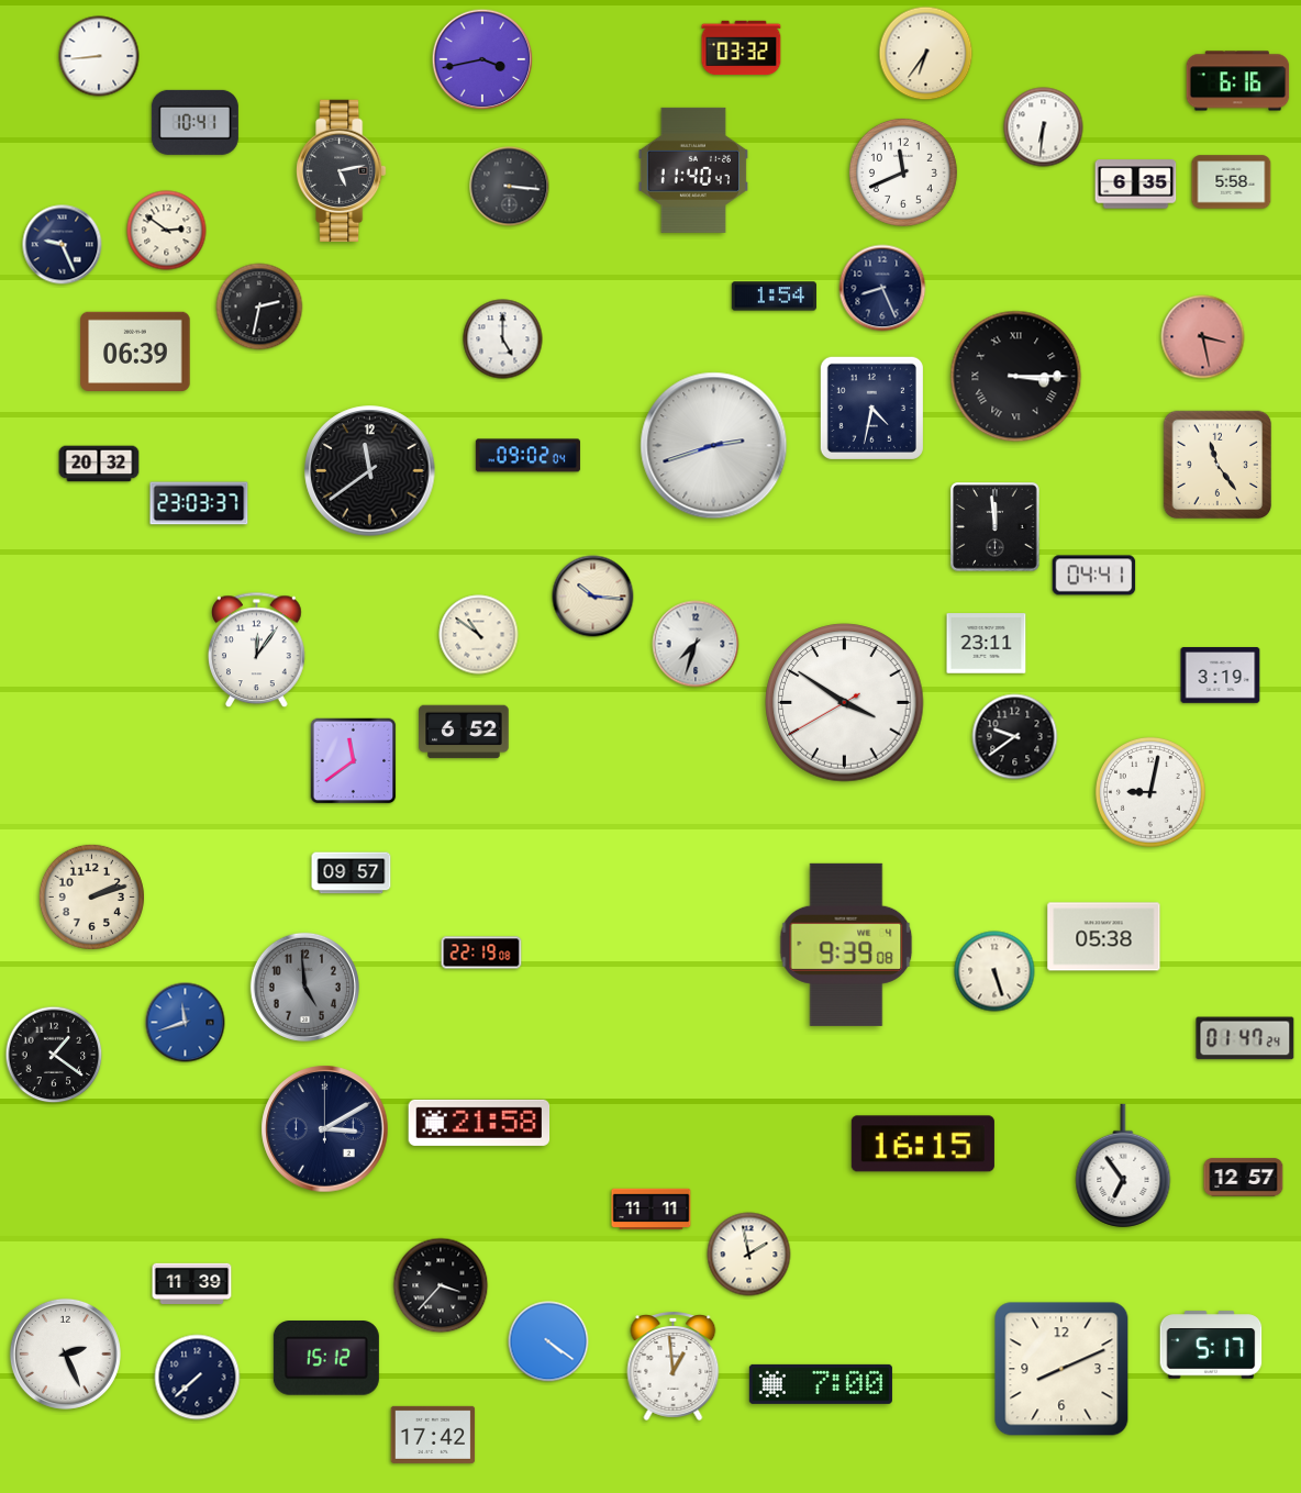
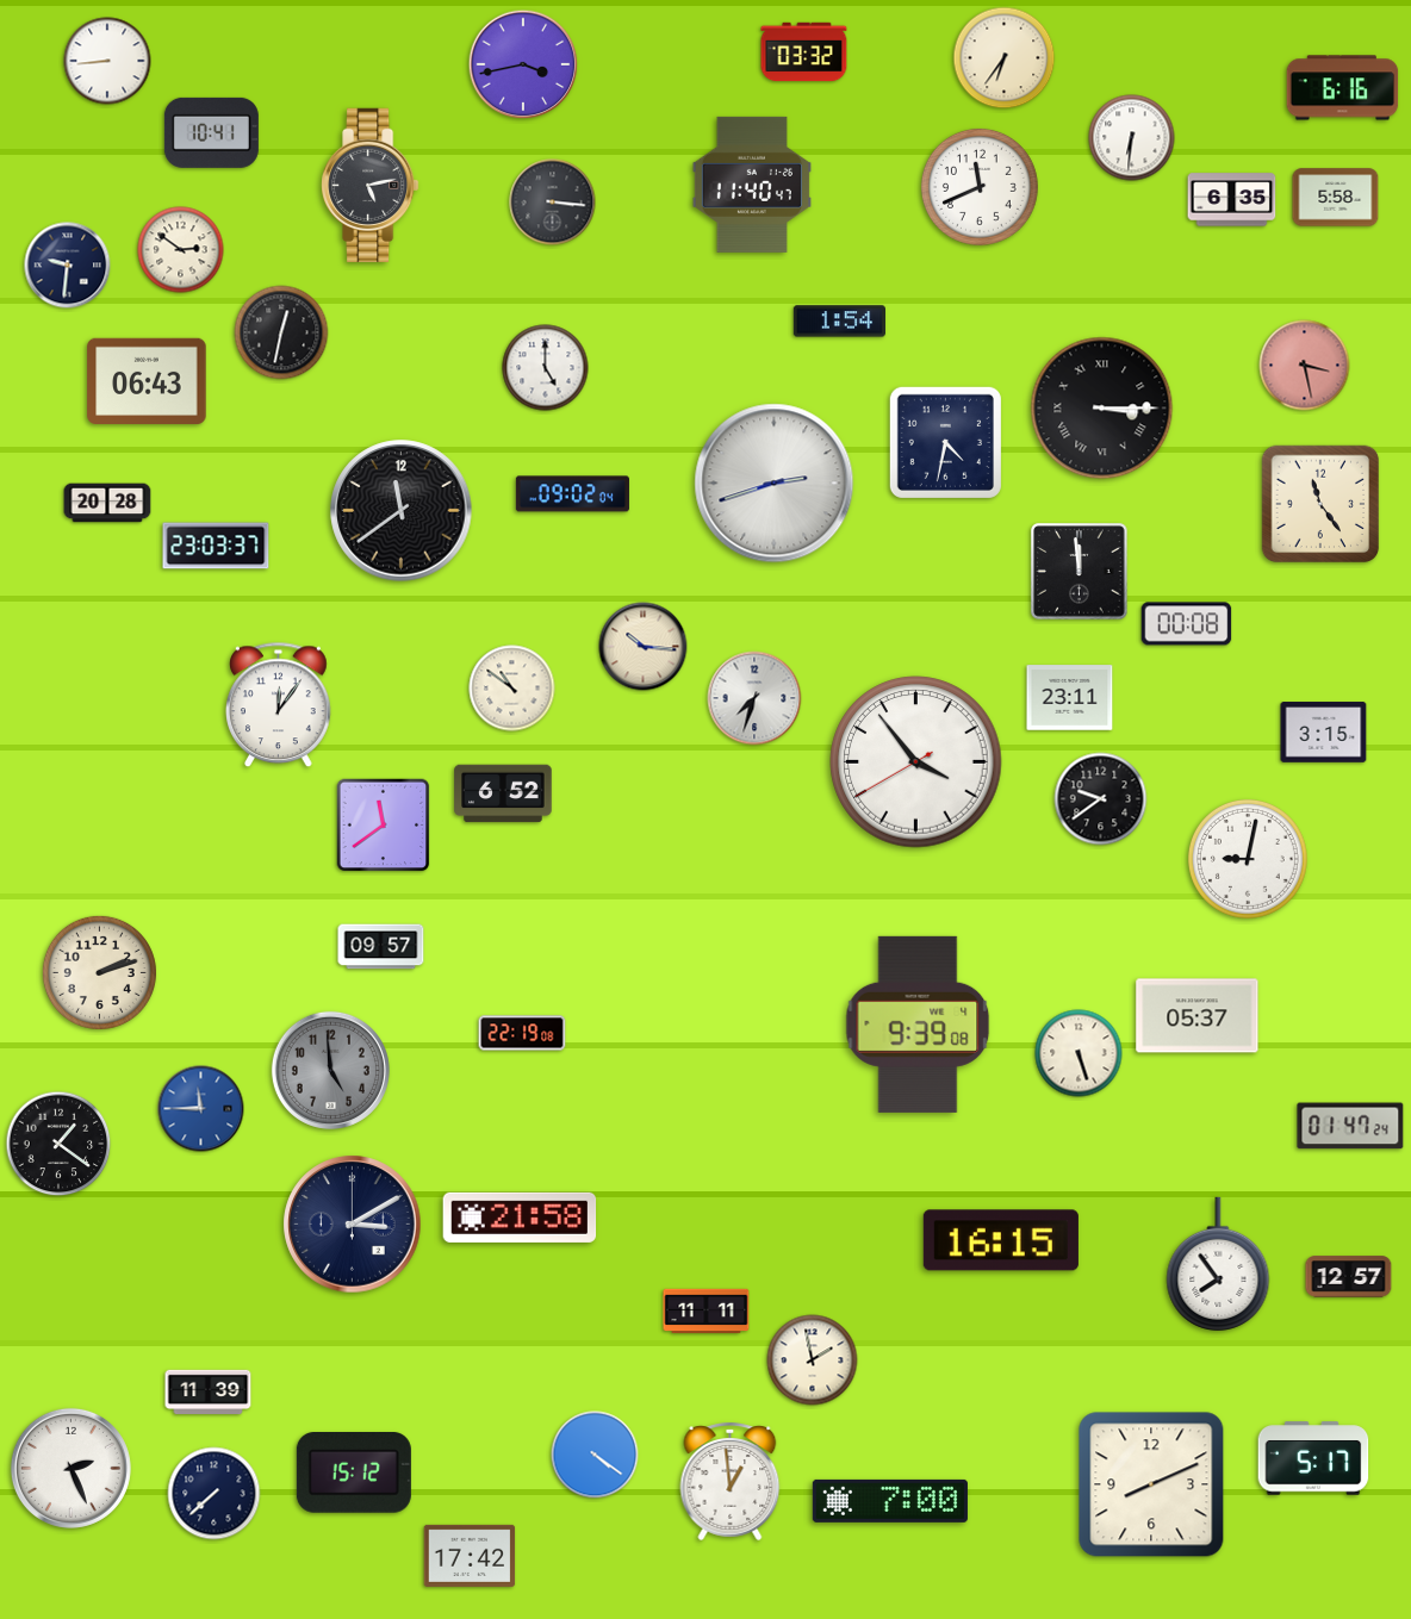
clock at (63, 245): 9:26 -> 9:31
clock at (882, 288): 8:26 -> none
clock at (259, 307): 2:32 -> 12:32
clock at (135, 350): 06:39 -> 06:43
clock at (99, 464): 20:32 -> 20:28
clock at (1094, 576): 04:41 -> 00:08
clock at (479, 635) position: (479, 635) -> (512, 689)
clock at (1221, 676): 3:19 -> 3:15
clock at (845, 703): 3:50 -> 3:53
clock at (1104, 937): 05:38 -> 05:37
clock at (186, 1023): 11:42 -> 11:45
clock at (1123, 1166): 6:54 -> 7:54
clock at (441, 1285): 3:37 -> none
